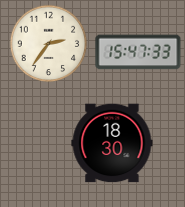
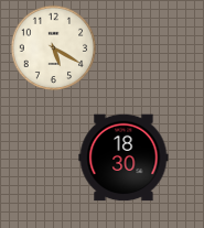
clock at (48, 43): 2:36 -> 5:20
clock at (138, 52): 15:47 -> none
